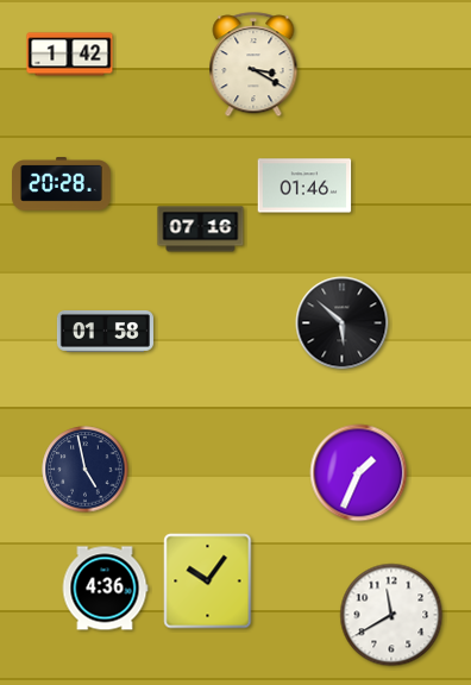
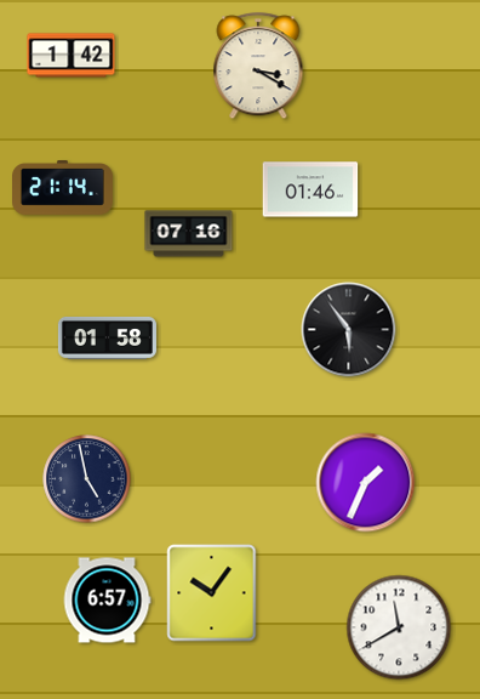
clock at (62, 184): 20:28 -> 21:14
clock at (201, 230) position: (201, 230) -> (189, 234)
clock at (343, 323): 5:52 -> 5:54
clock at (105, 589): 4:36 -> 6:57
